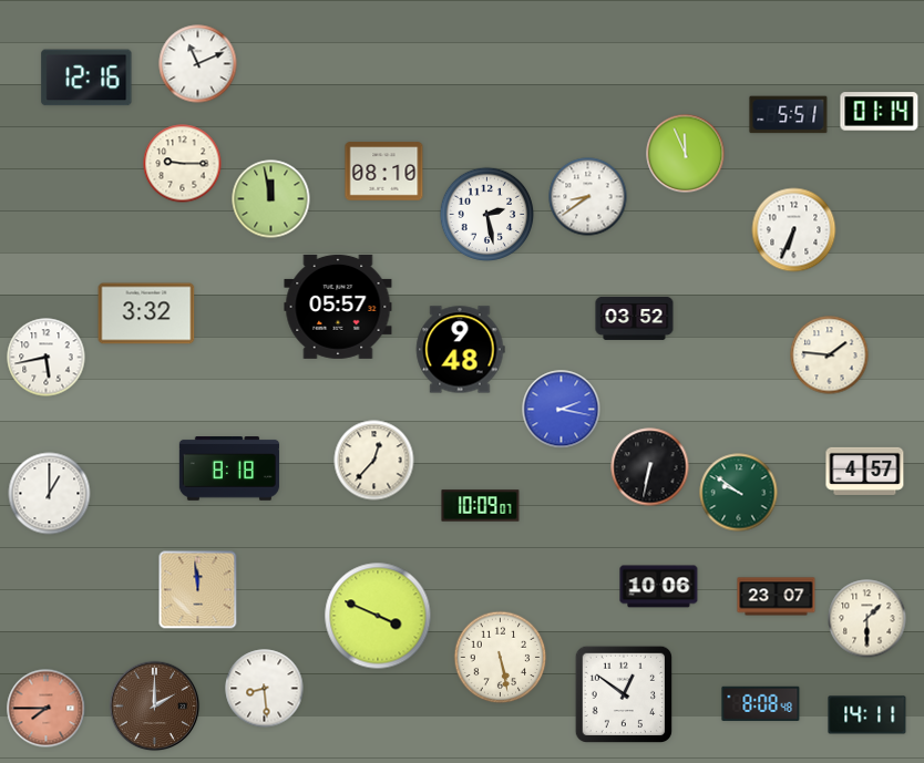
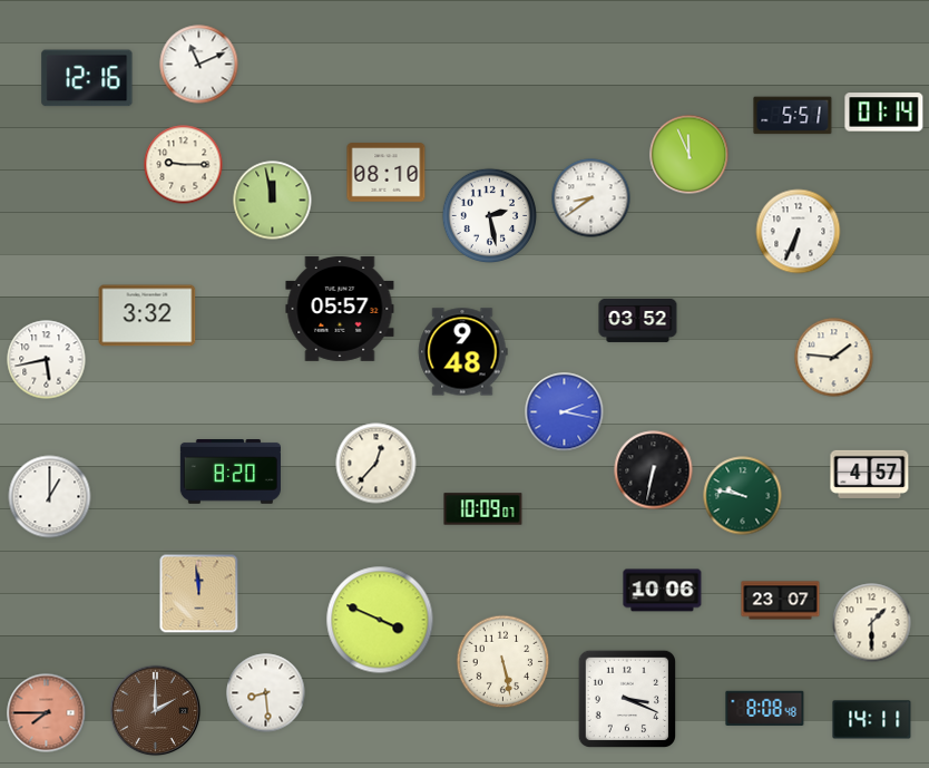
clock at (229, 470): 8:18 -> 8:20
clock at (739, 493): 9:51 -> 9:47
clock at (623, 693): 12:51 -> 3:19
